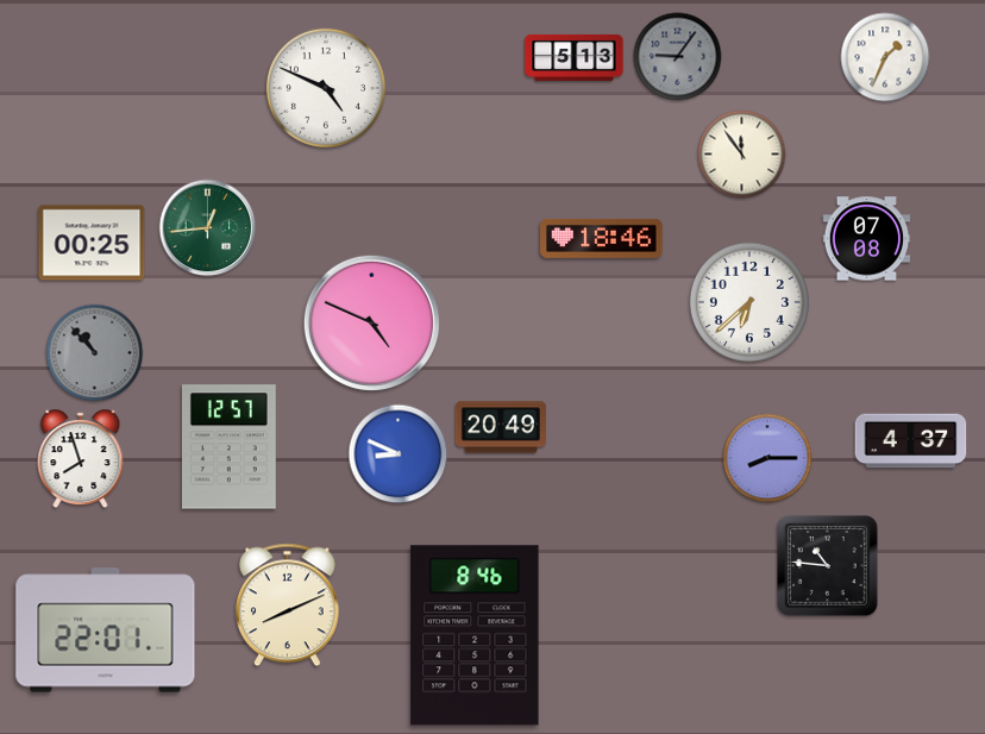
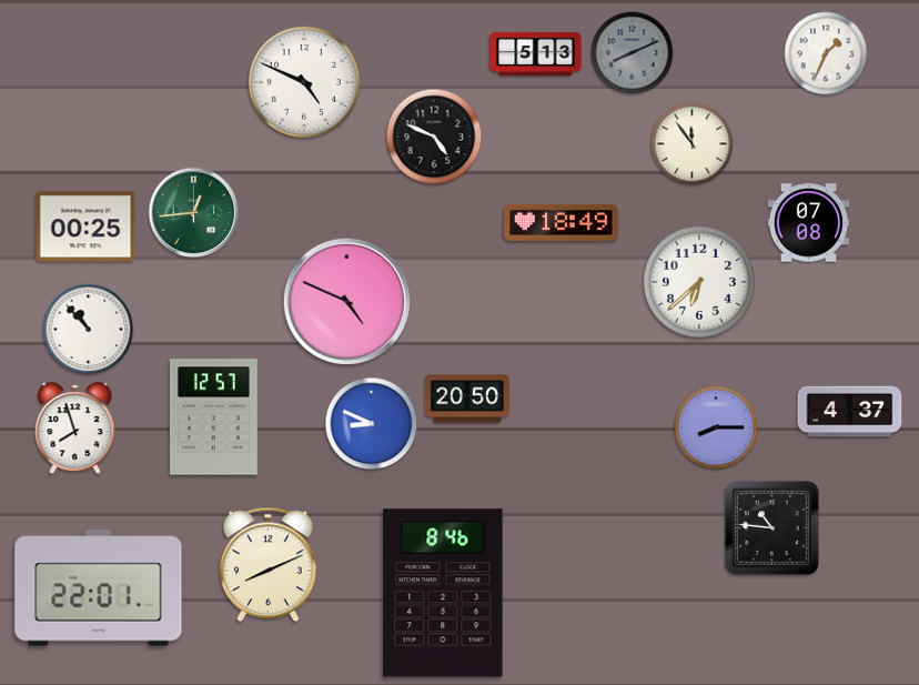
clock at (678, 57): 9:06 -> 8:11
clock at (434, 137): none -> 4:49
clock at (602, 238): 18:46 -> 18:49
clock at (95, 353) dial: grey -> white
clock at (501, 427): 20:49 -> 20:50
